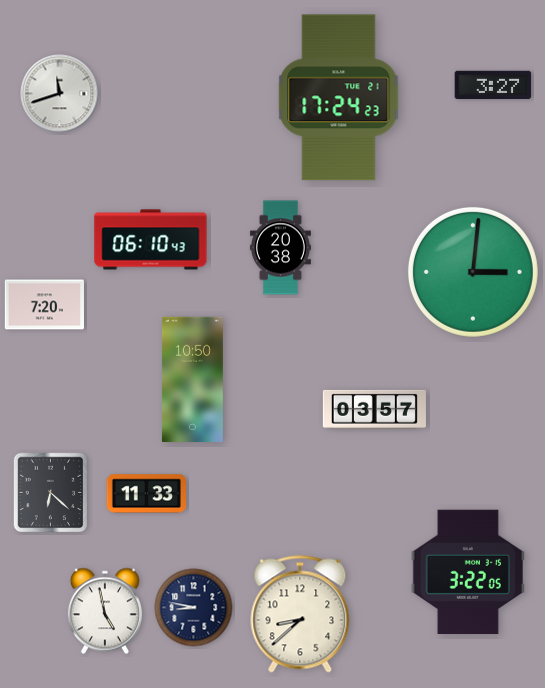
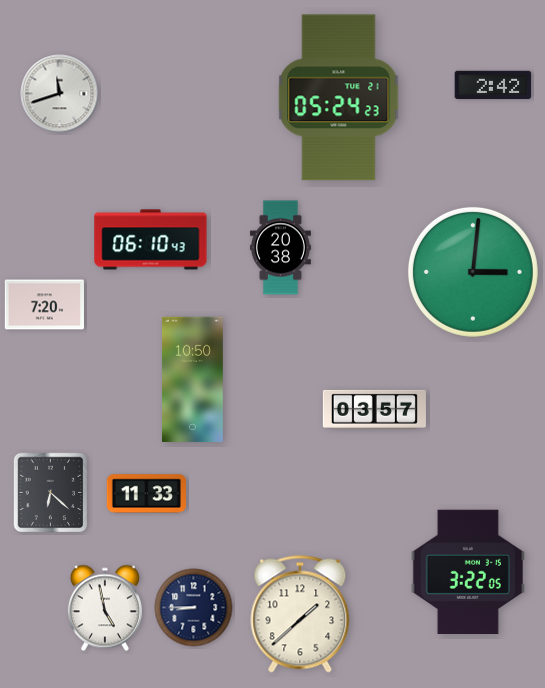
clock at (493, 85): 3:27 -> 2:42
clock at (339, 98): 17:24 -> 05:24
clock at (194, 608): 8:47 -> 8:45
clock at (105, 611) position: (105, 611) -> (105, 608)
clock at (300, 614): 8:38 -> 1:38
